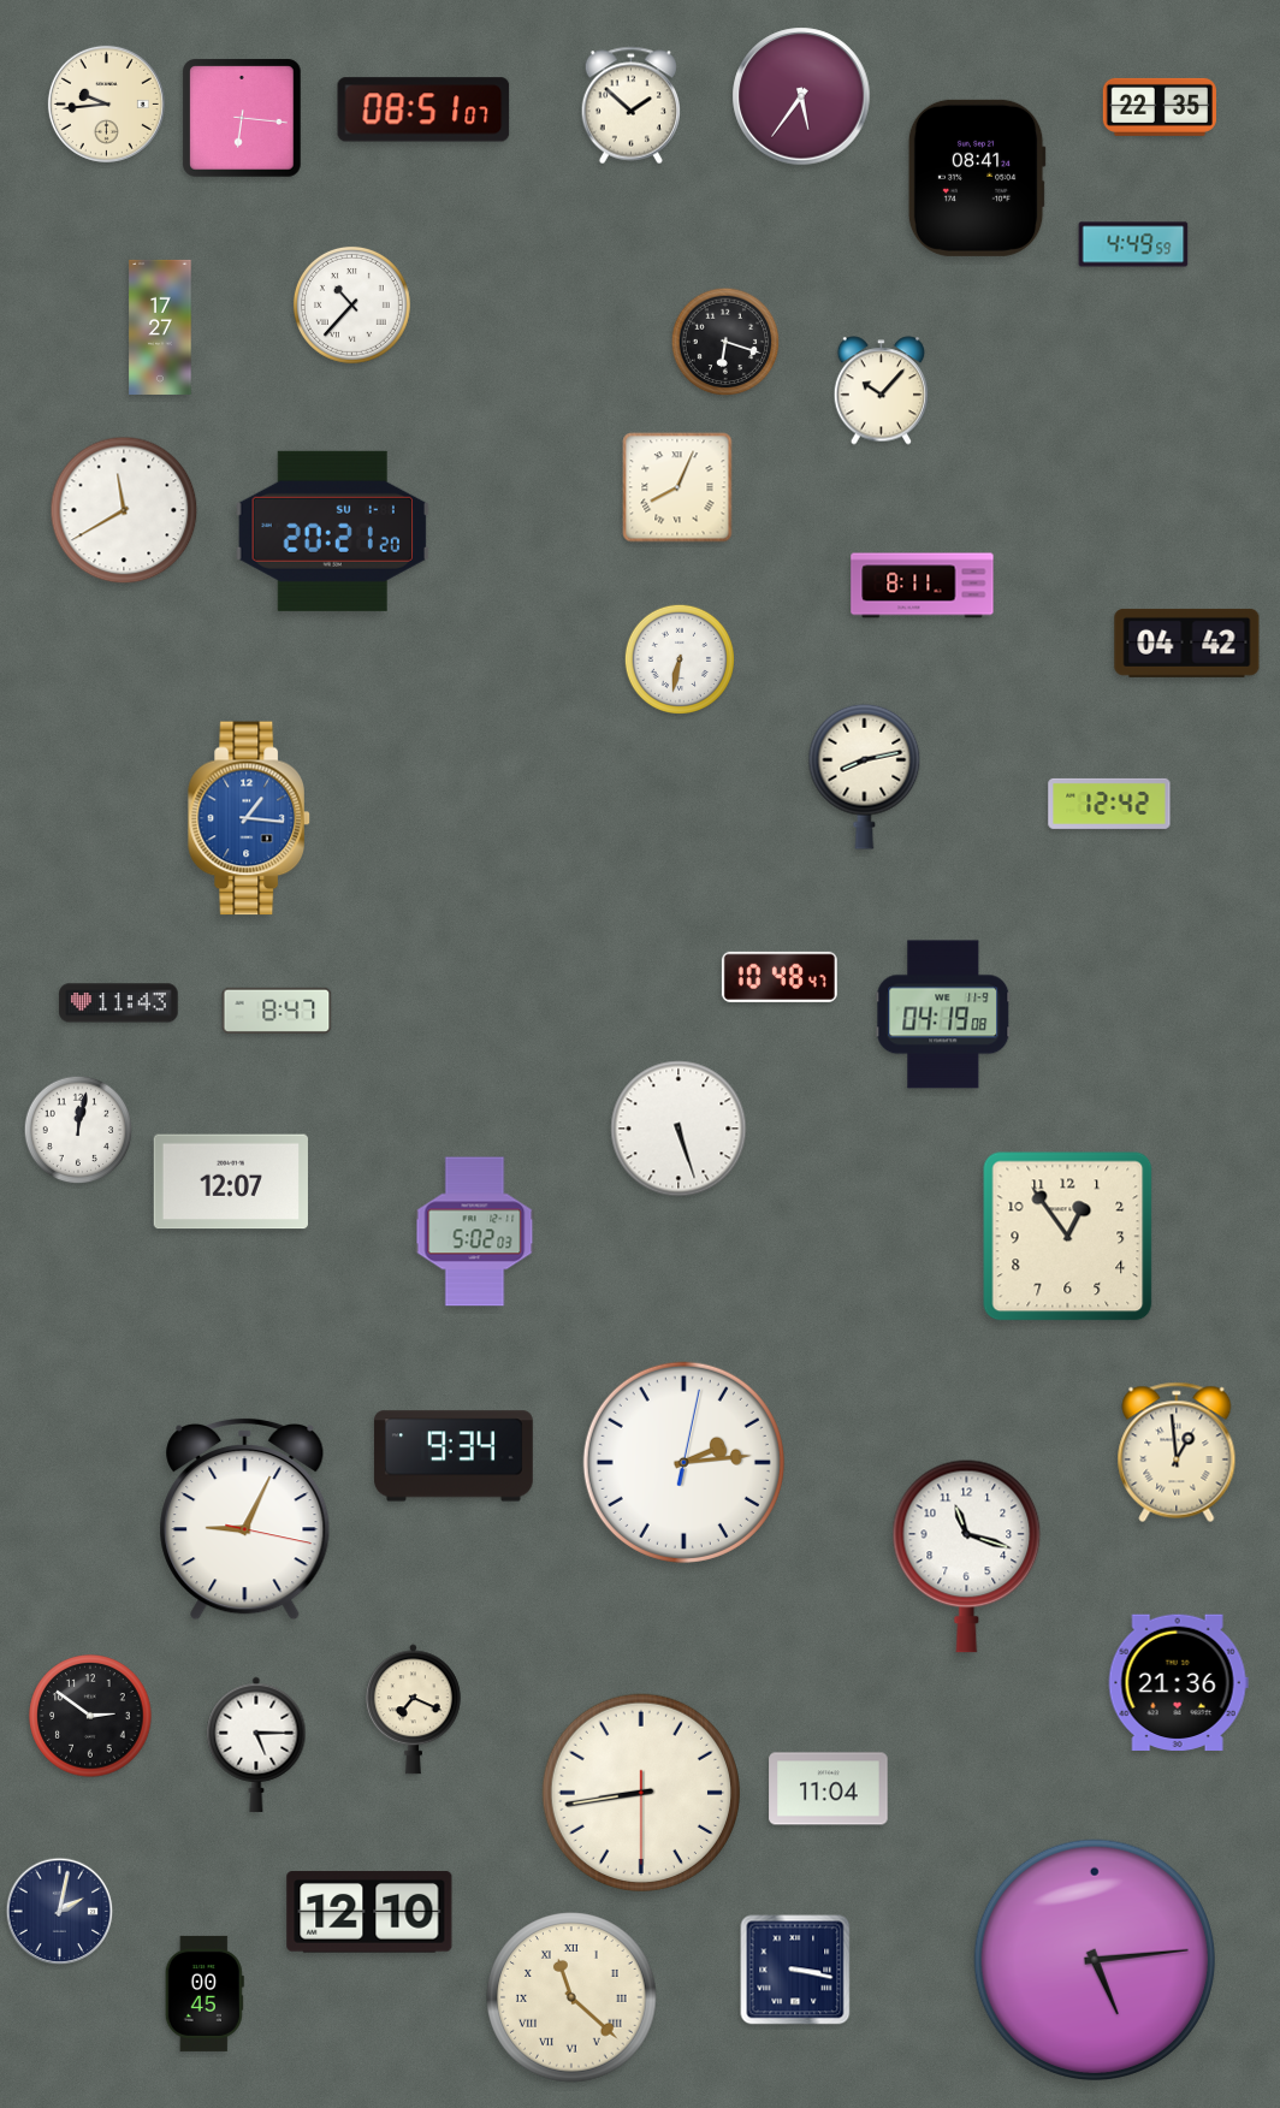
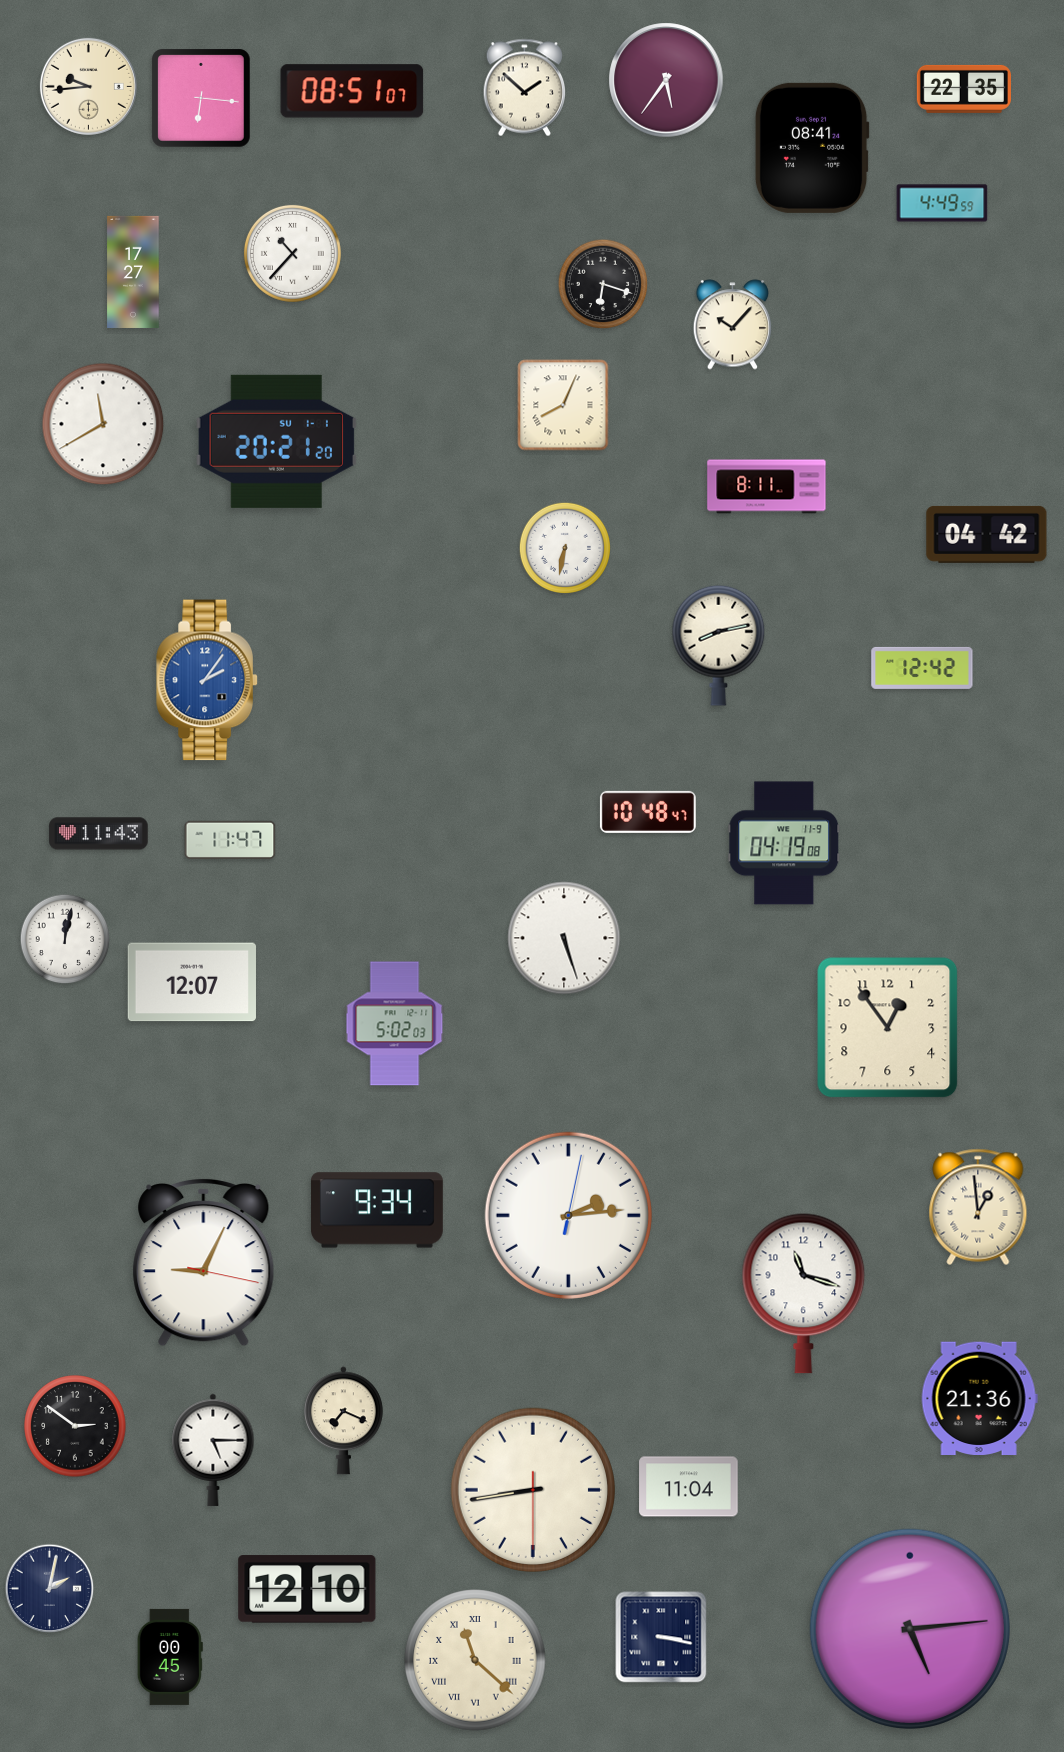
clock at (249, 818): 1:16 -> 2:06
clock at (277, 1011): 8:47 -> 11:47
